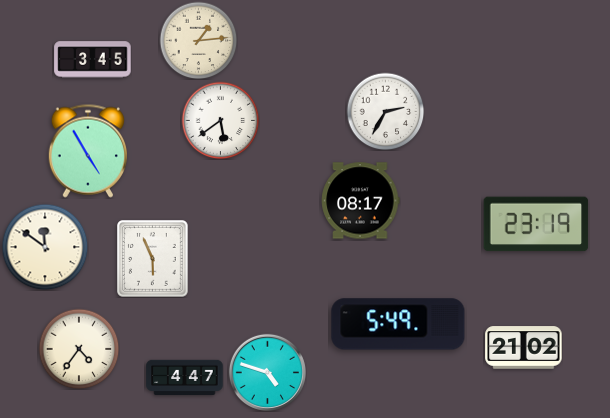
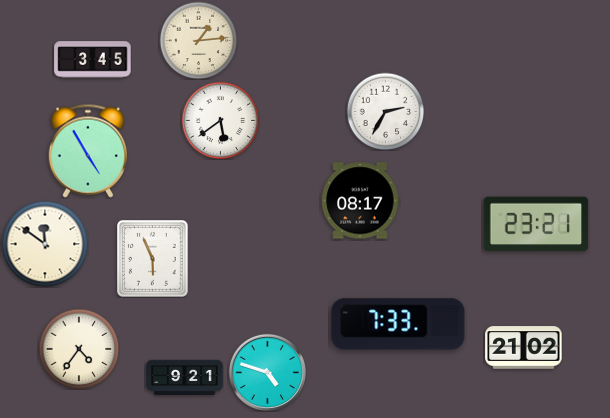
clock at (536, 224): 23:19 -> 23:21
clock at (45, 247) position: (45, 247) -> (45, 244)
clock at (398, 324): 5:49 -> 7:33
clock at (185, 378): 4:47 -> 9:21
